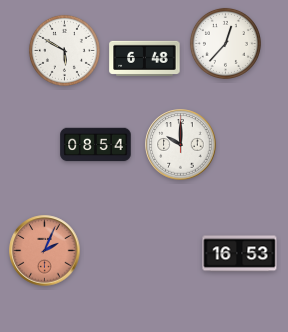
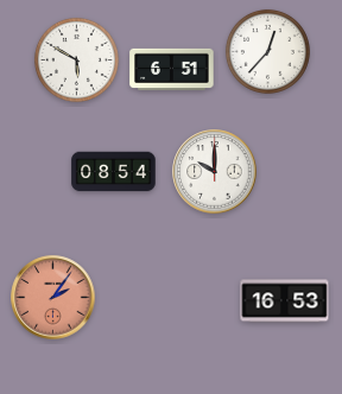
clock at (145, 58): 6:48 -> 6:51
clock at (45, 251): 2:04 -> 2:06
